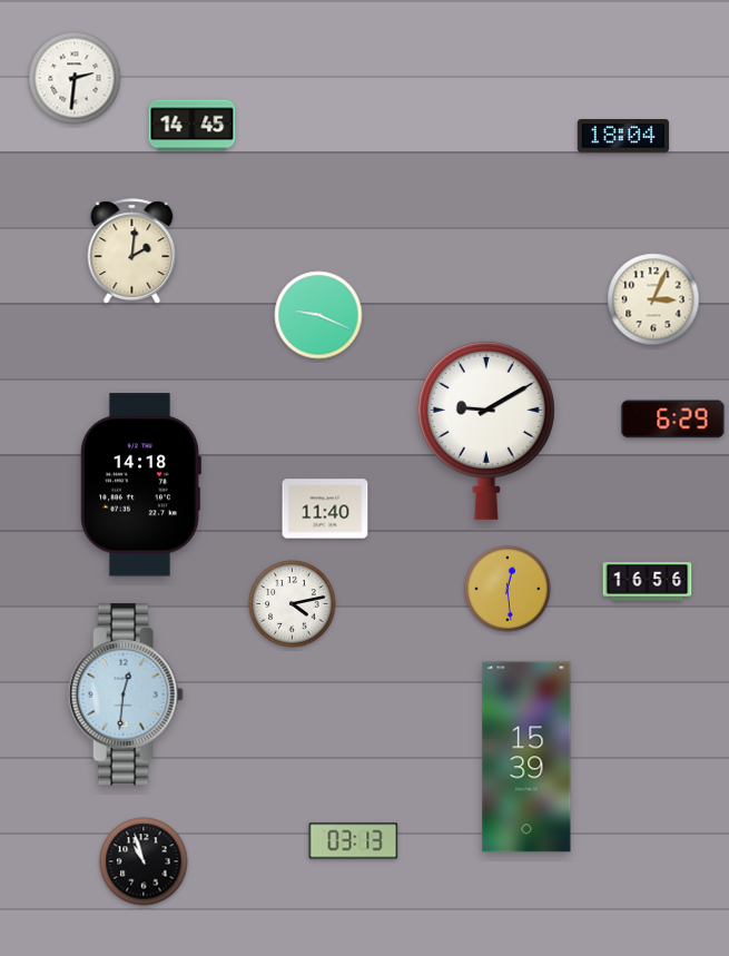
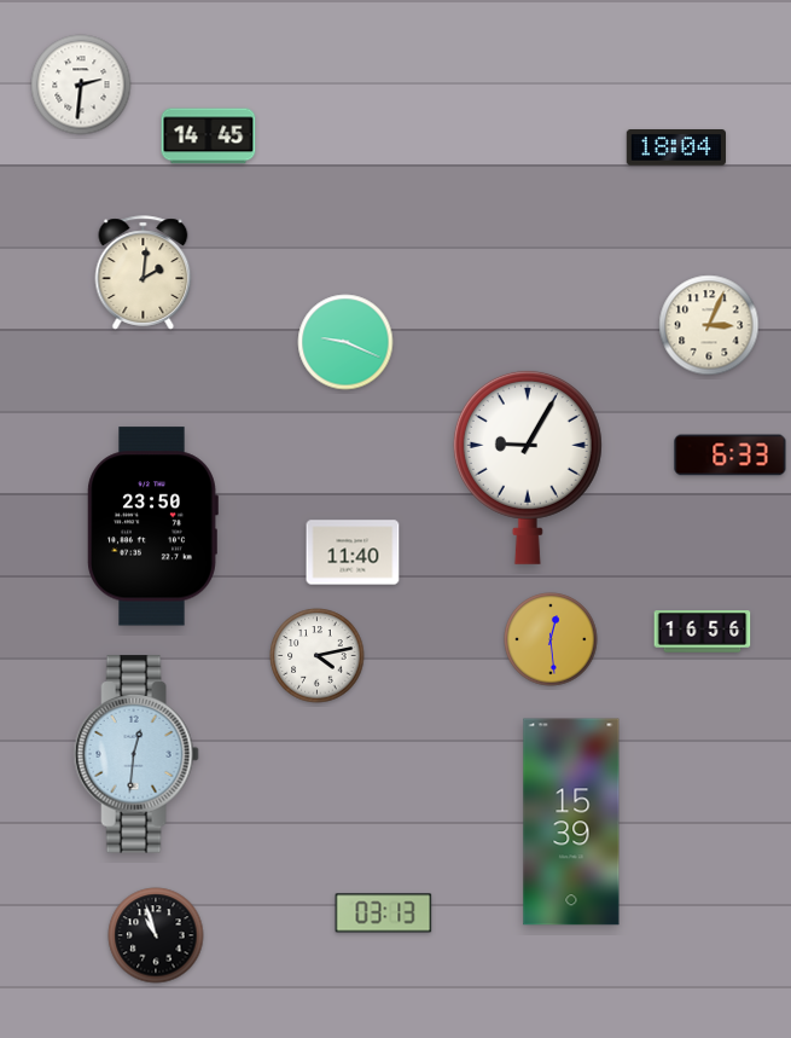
clock at (673, 420): 6:29 -> 6:33
clock at (486, 430): 9:10 -> 9:05
clock at (140, 485): 14:18 -> 23:50
